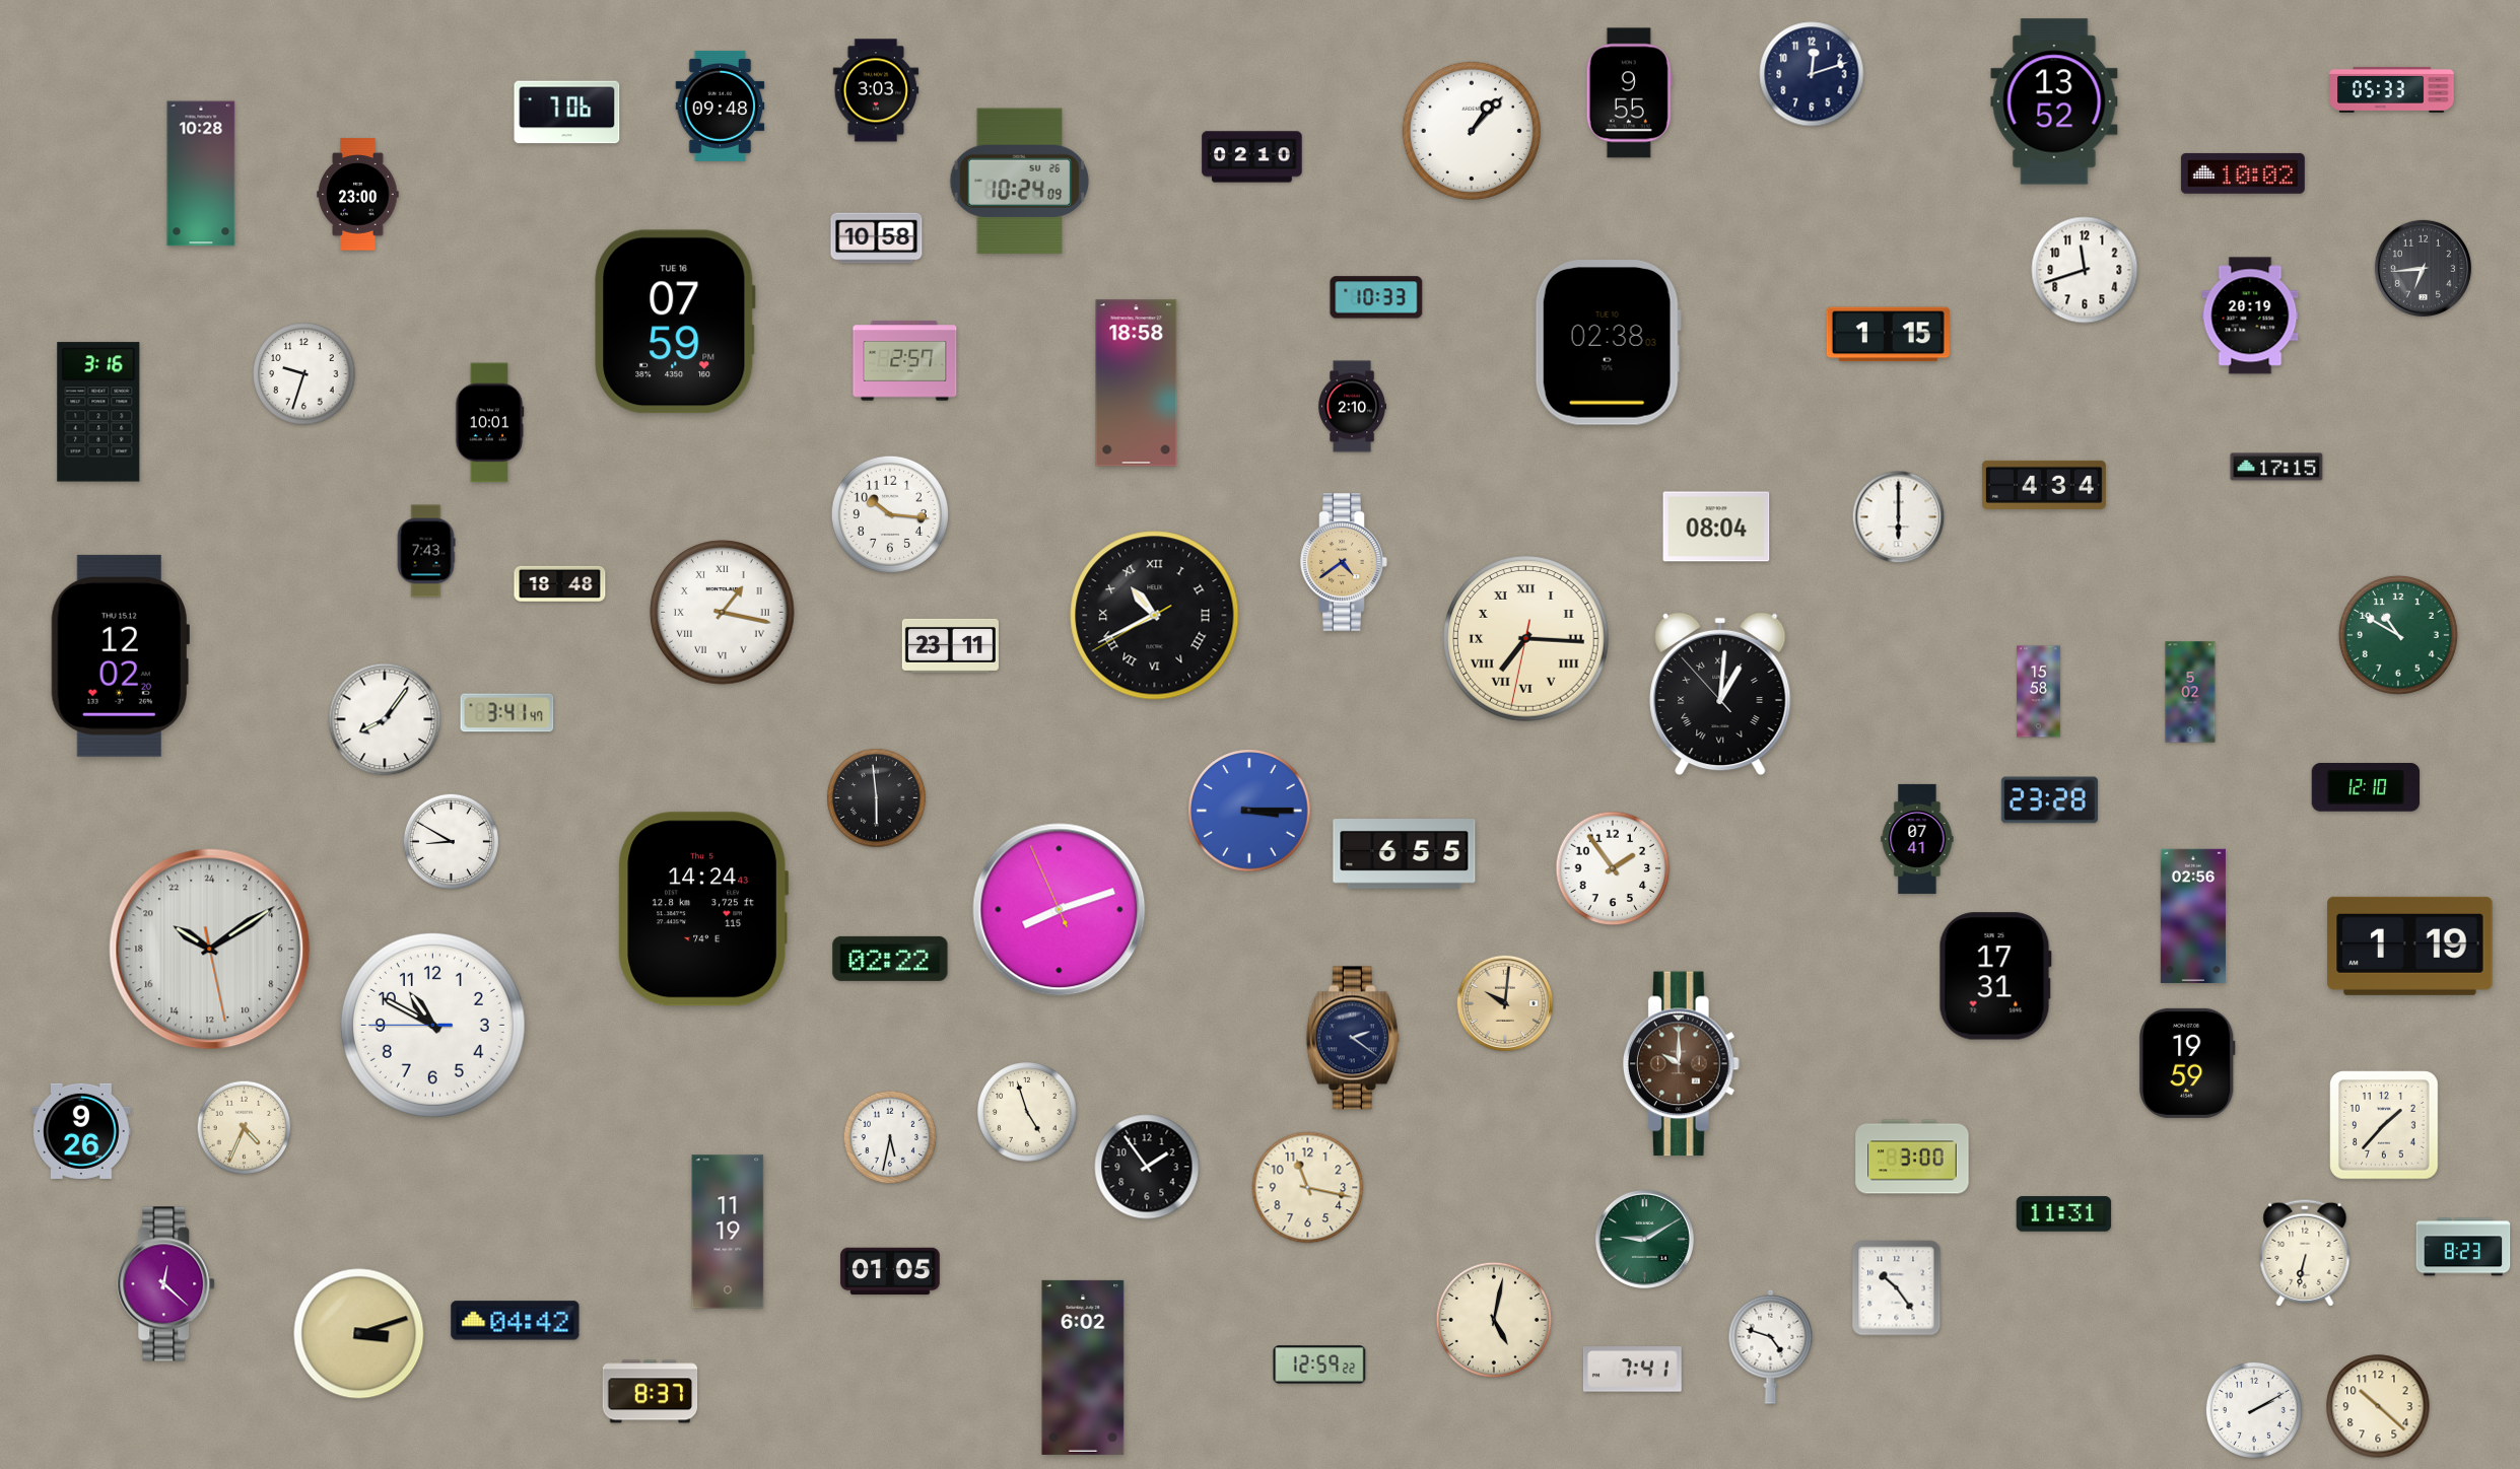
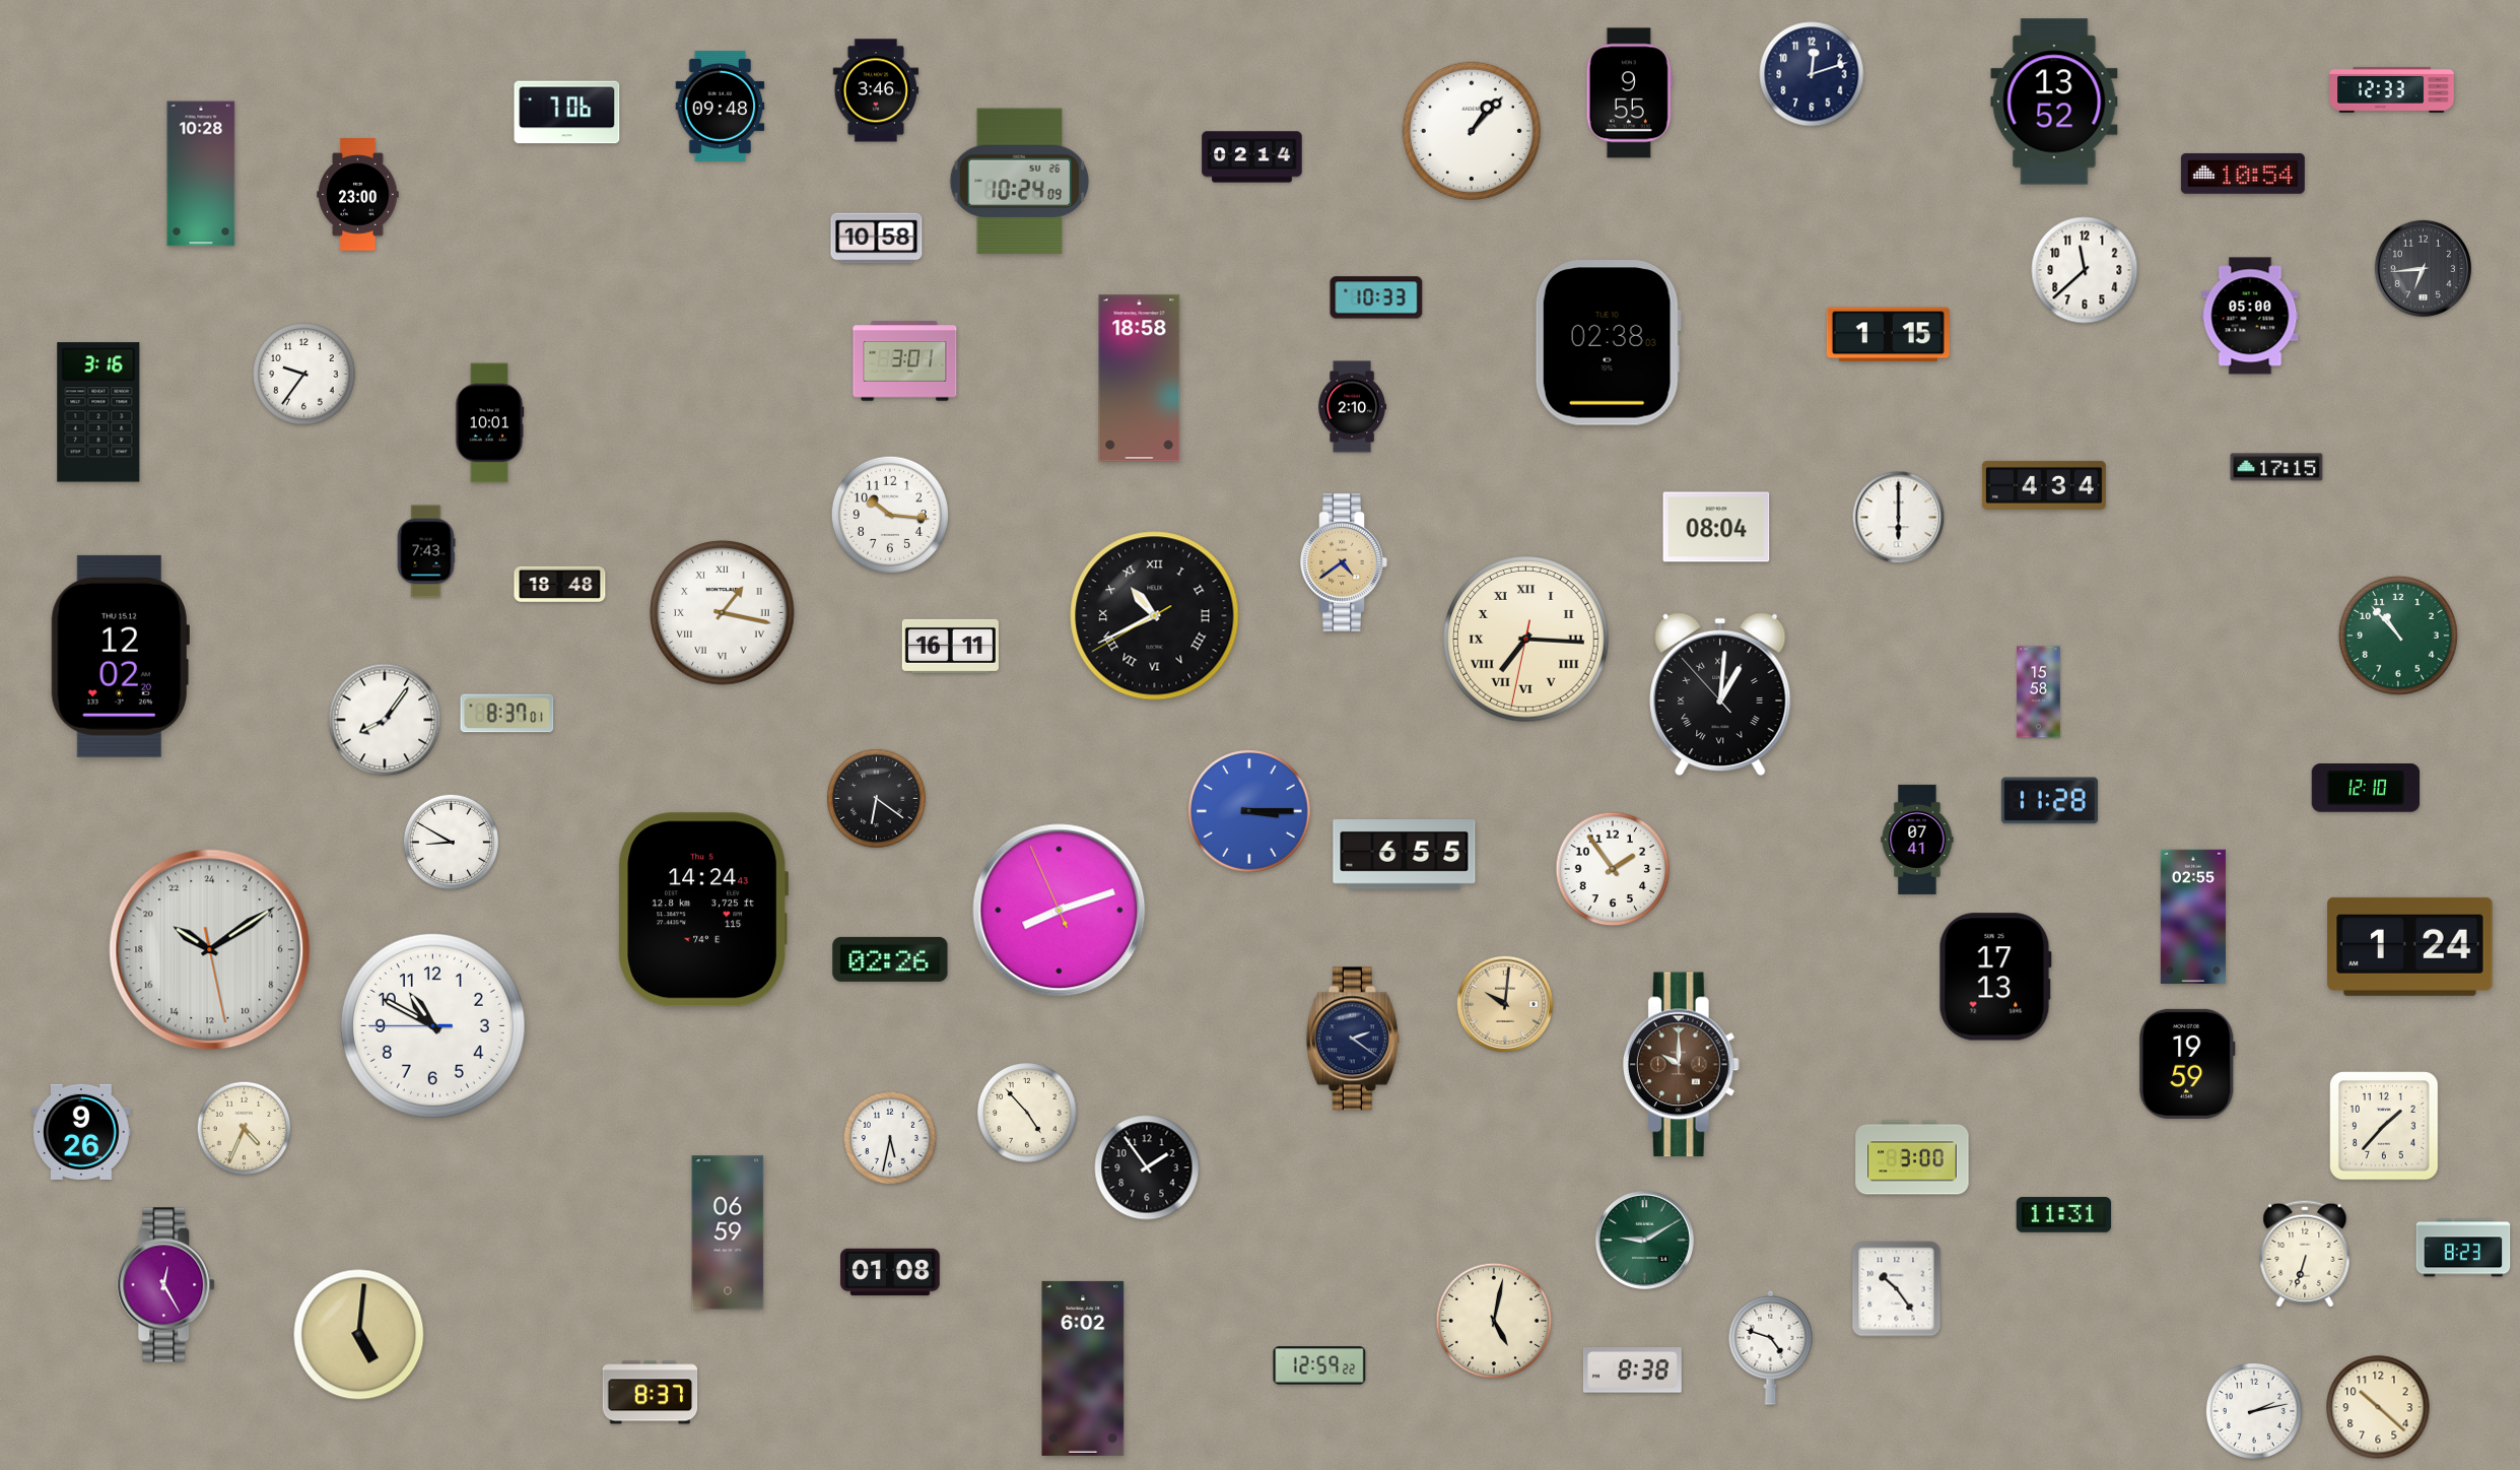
clock at (2392, 89): 05:33 -> 12:33
clock at (876, 90): 3:03 -> 3:46
clock at (1252, 157): 02:10 -> 02:14
clock at (2243, 173): 10:02 -> 10:54
clock at (2085, 270): 11:42 -> 11:38
clock at (2250, 316): 20:19 -> 05:00
clock at (675, 322): 07:59 -> none
clock at (905, 361): 2:57 -> 3:01
clock at (304, 374): 9:33 -> 9:36
clock at (1137, 383) position: (1137, 383) -> (1140, 379)
clock at (2398, 635): 10:50 -> 10:53
clock at (950, 645): 23:11 -> 16:11
clock at (2190, 692): 5:02 -> none
clock at (507, 713): 3:41 -> 8:37
clock at (876, 797): 5:59 -> 6:21
clock at (2049, 800): 23:28 -> 11:28
clock at (2193, 916): 02:56 -> 02:55
clock at (2410, 946): 1:19 -> 1:24
clock at (890, 959): 02:22 -> 02:26
clock at (1995, 976): 17:31 -> 17:13
clock at (1027, 1112): 4:57 -> 4:53
clock at (1308, 1188): 11:17 -> none
clock at (728, 1232): 11:19 -> 06:59
clock at (2305, 1253): 6:32 -> 6:33
clock at (890, 1271): 01:05 -> 01:08
clock at (166, 1284): 12:22 -> 12:25
clock at (516, 1321): 04:42 -> none
clock at (359, 1334): 3:12 -> 5:01
clock at (1632, 1370): 7:41 -> 8:38
clock at (2254, 1410): 2:10 -> 2:13
